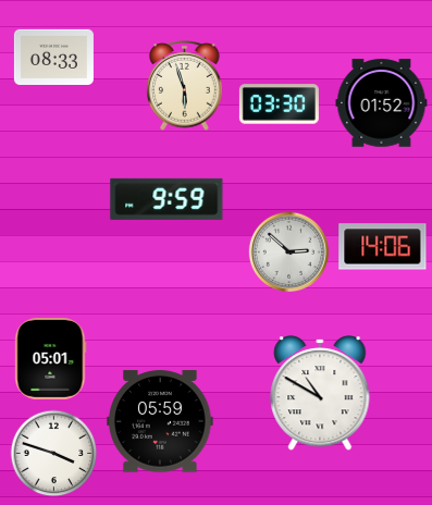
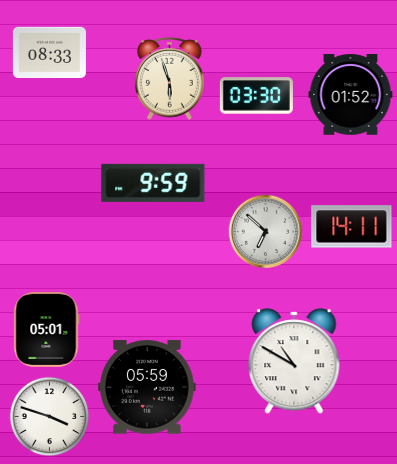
clock at (383, 247): 14:06 -> 14:11
clock at (289, 253): 2:52 -> 6:52
